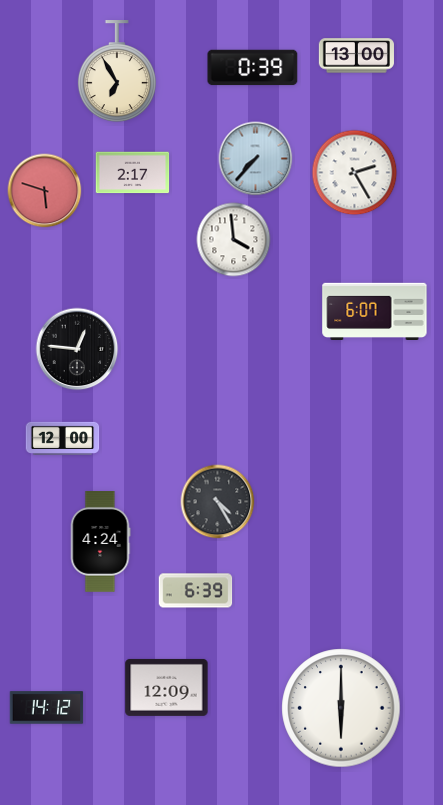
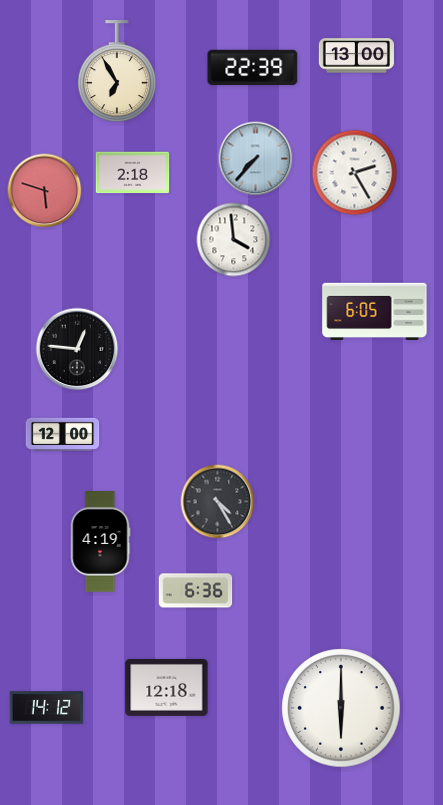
clock at (253, 68): 0:39 -> 22:39
clock at (133, 173): 2:17 -> 2:18
clock at (375, 311): 6:07 -> 6:05
clock at (63, 438) position: (63, 438) -> (63, 434)
clock at (100, 542): 4:24 -> 4:19
clock at (196, 591): 6:39 -> 6:36
clock at (167, 687): 12:09 -> 12:18
